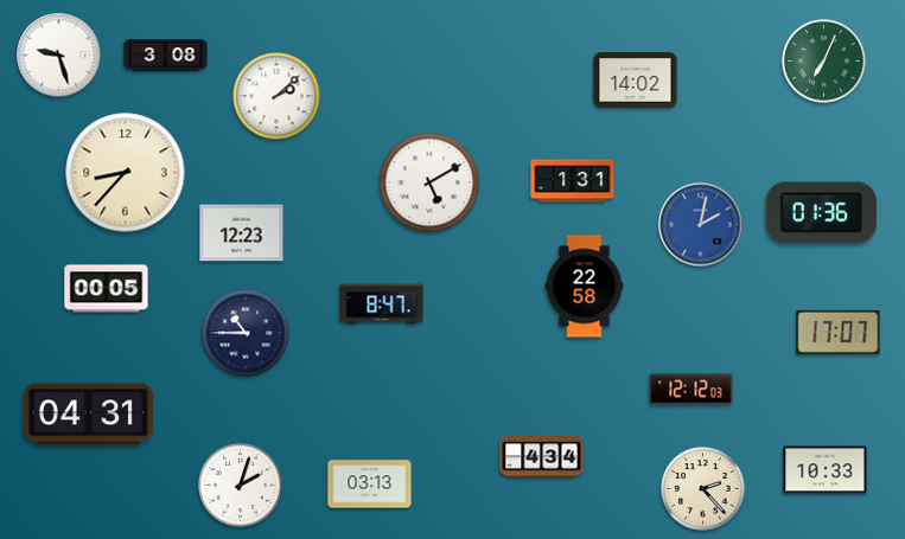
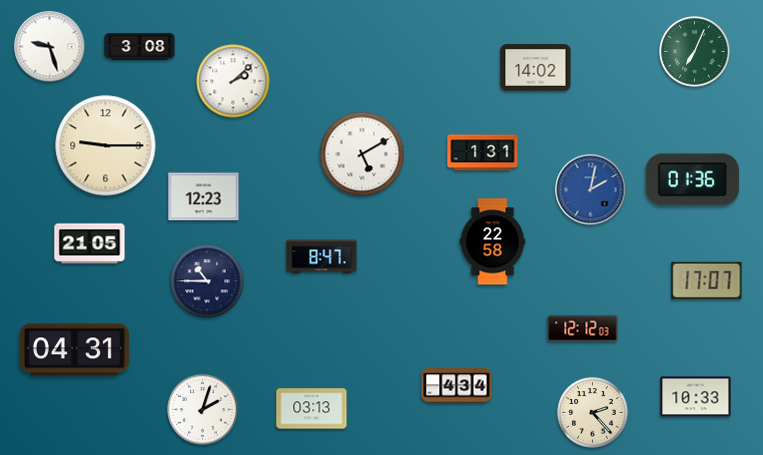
clock at (126, 173): 8:37 -> 9:15
clock at (107, 289): 00:05 -> 21:05
